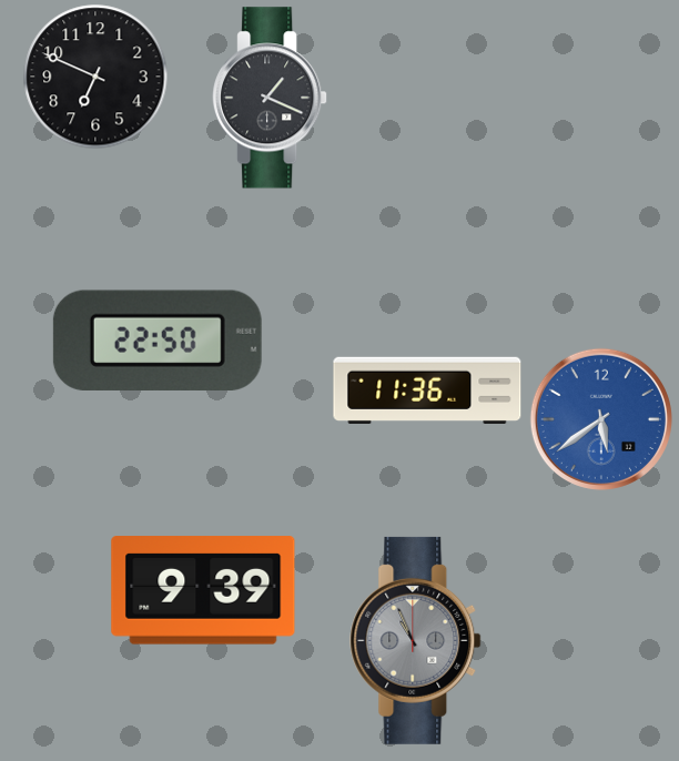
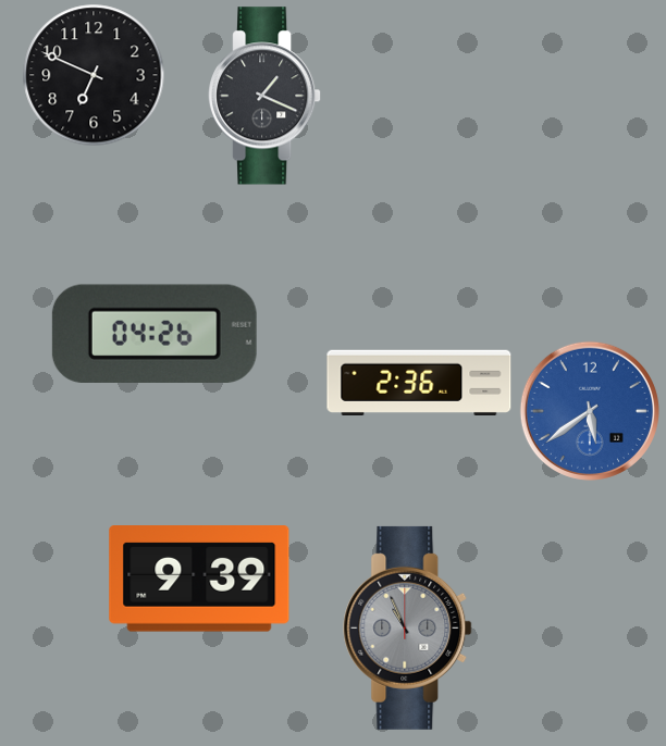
clock at (158, 341): 22:50 -> 04:26
clock at (427, 390): 11:36 -> 2:36
